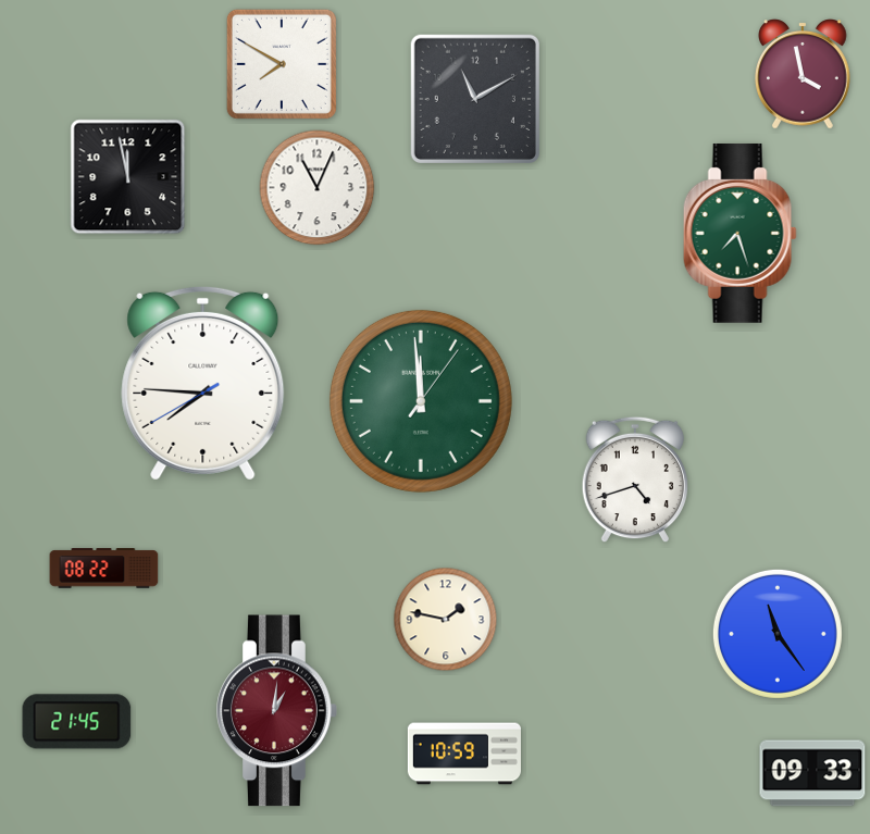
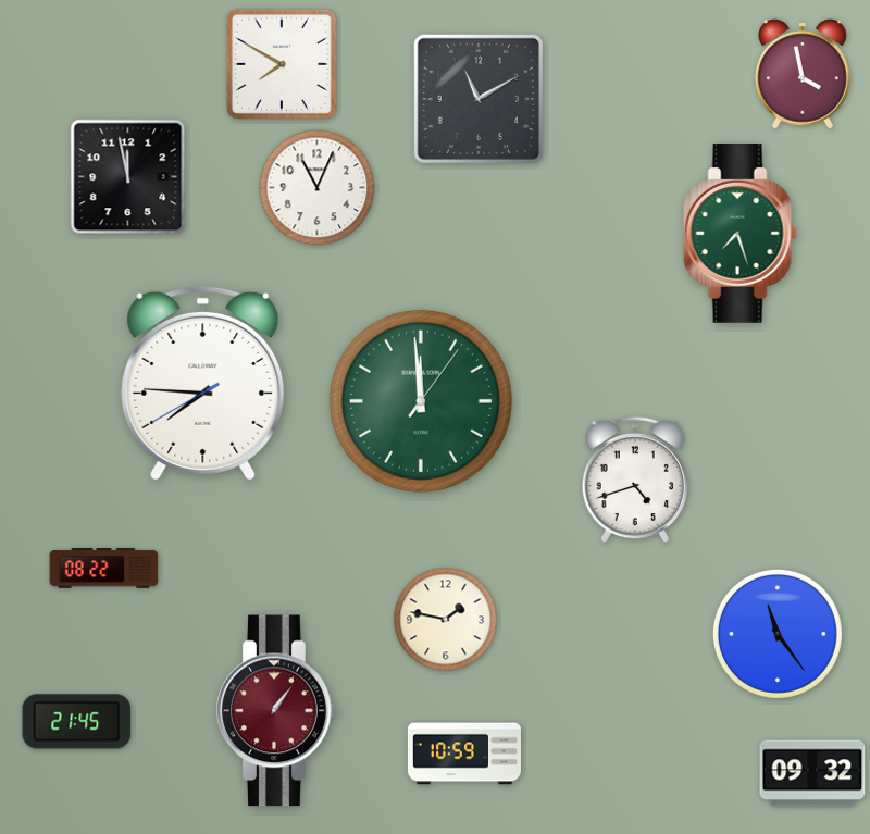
clock at (475, 99) position: (475, 99) -> (478, 99)
clock at (277, 711): 1:01 -> 1:06
clock at (812, 773): 09:33 -> 09:32
